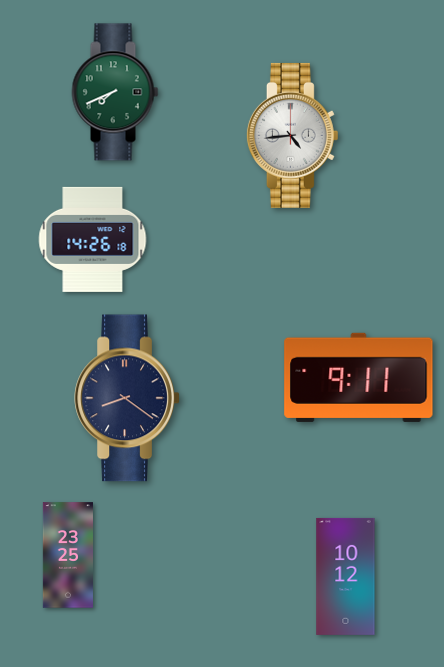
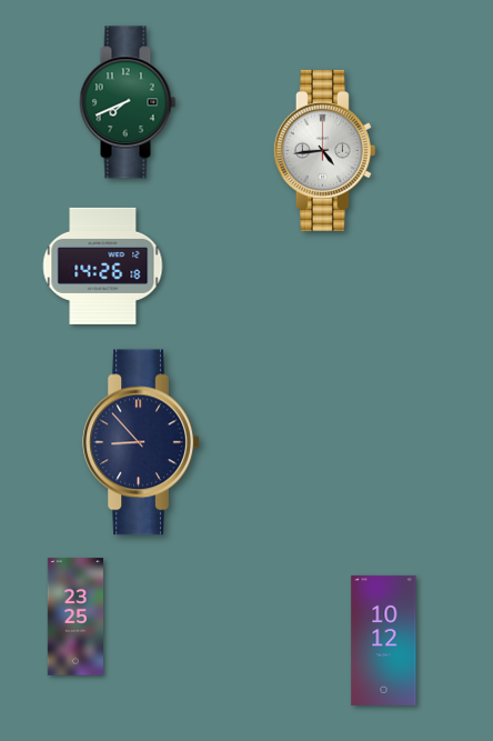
clock at (359, 377): 9:11 -> none
clock at (127, 398): 8:21 -> 8:53
